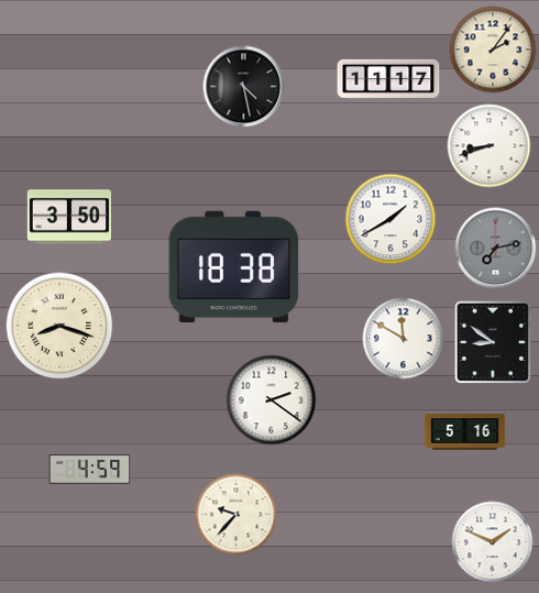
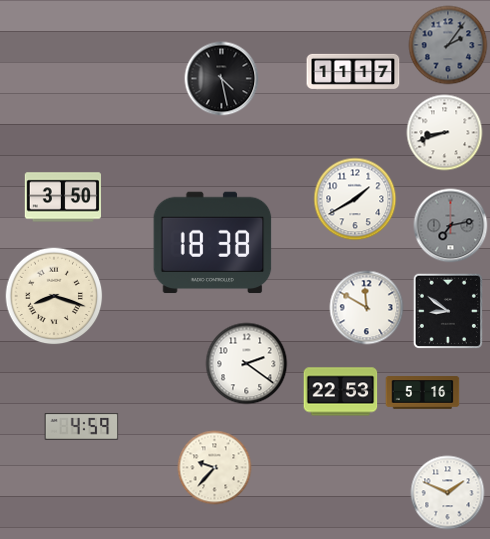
clock at (493, 50) dial: cream -> grey
clock at (341, 392): none -> 22:53
